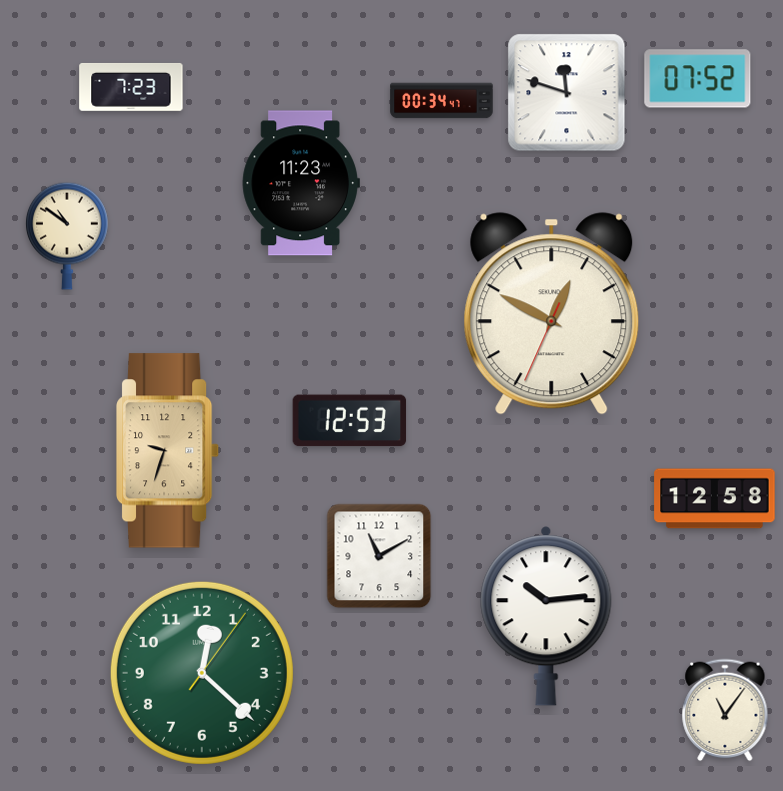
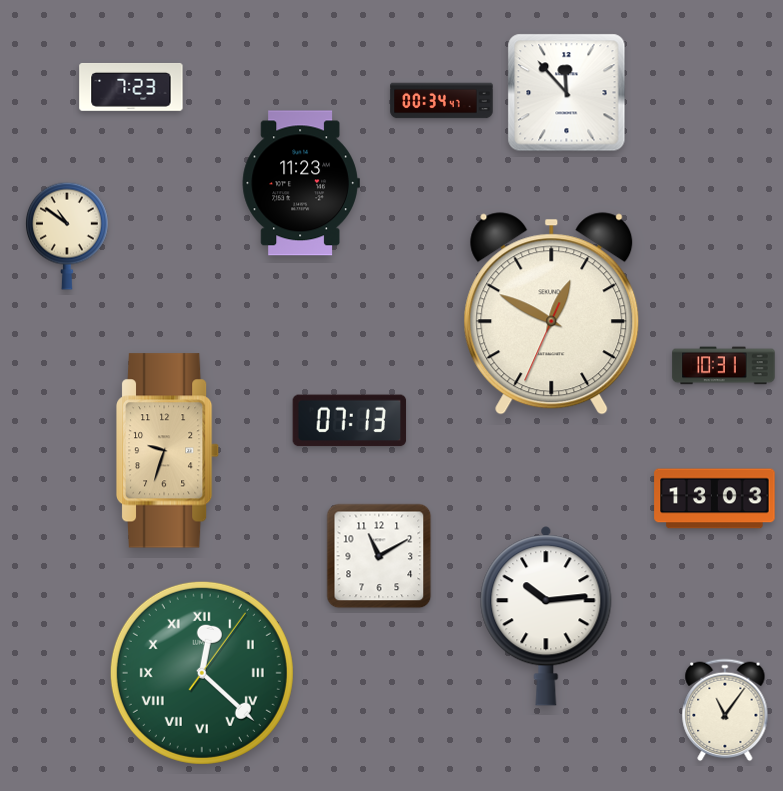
clock at (698, 79): 07:52 -> none
clock at (567, 93): 11:48 -> 11:53
clock at (724, 366): none -> 10:31
clock at (350, 421): 12:53 -> 07:13
clock at (715, 499): 12:58 -> 13:03
clock at (202, 673) numerals: Arabic -> Roman
